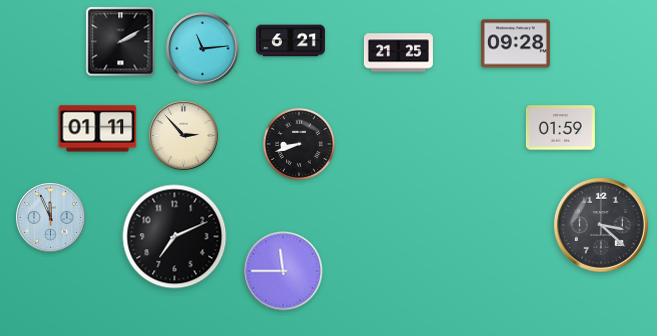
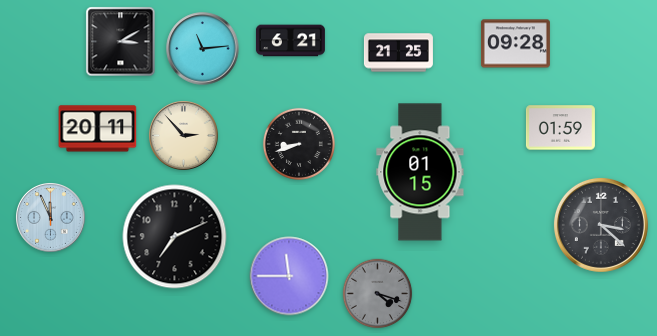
clock at (121, 42): 2:10 -> 3:10
clock at (98, 129): 01:11 -> 20:11
clock at (420, 172): none -> 01:15
clock at (283, 271) position: (283, 271) -> (289, 276)
clock at (378, 294): none -> 4:18
